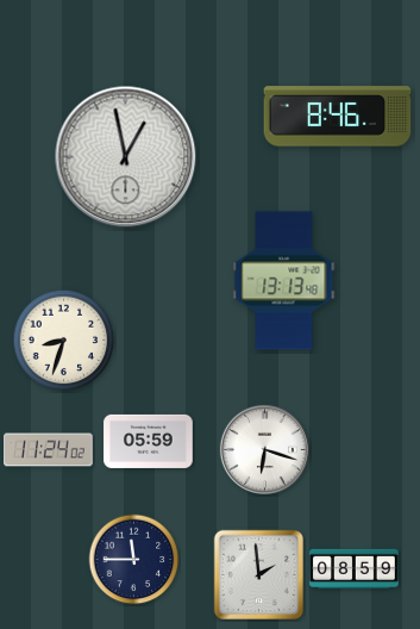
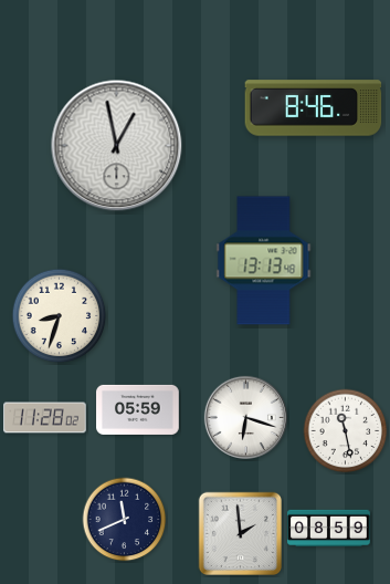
clock at (49, 450): 11:24 -> 11:28
clock at (346, 431): none -> 11:28
clock at (134, 560): 11:45 -> 11:41
